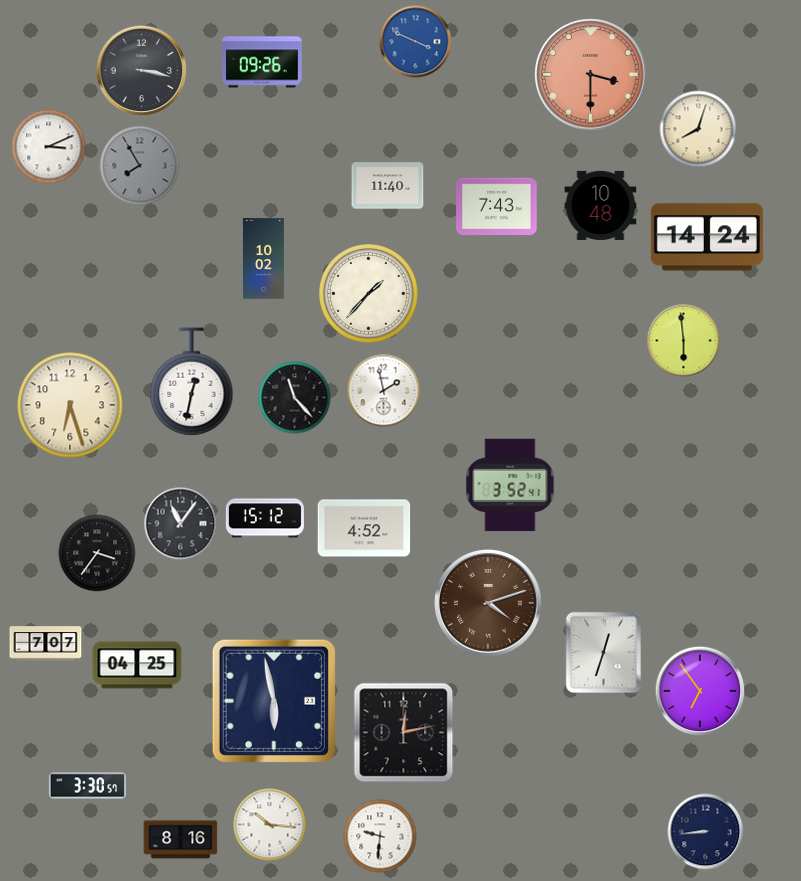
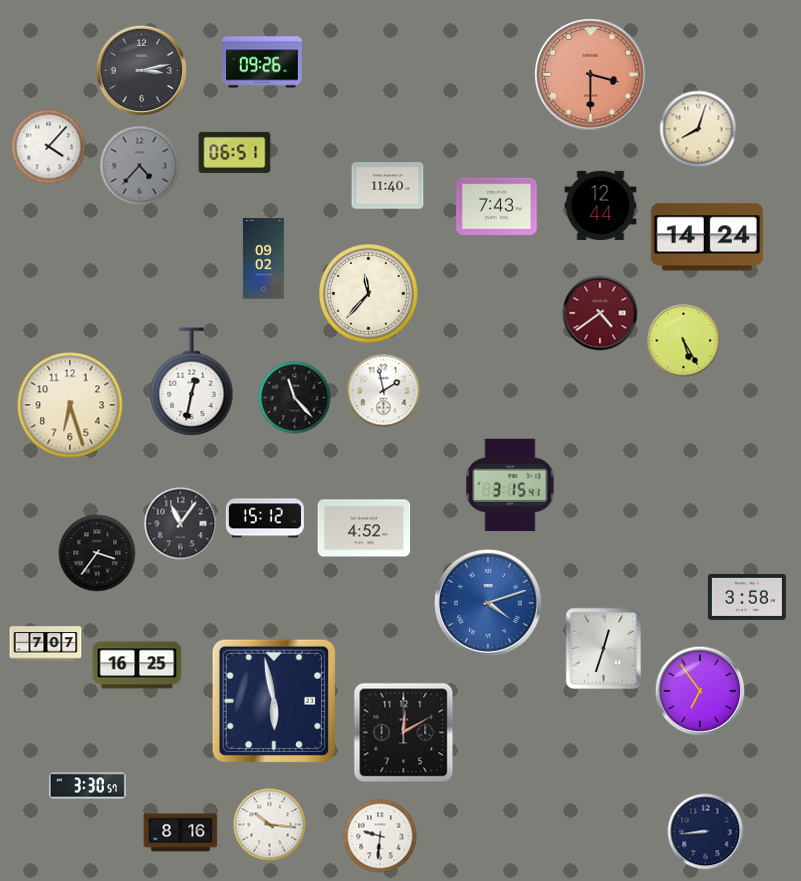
clock at (416, 42): 3:49 -> none
clock at (142, 71): 3:17 -> 3:13
clock at (49, 147): 3:11 -> 4:07
clock at (235, 152): none -> 06:51
clock at (140, 166): 7:55 -> 4:37
clock at (601, 205): 10:48 -> 12:44
clock at (263, 259): 10:02 -> 09:02
clock at (369, 294): 1:37 -> 11:37
clock at (600, 313): none -> 4:39
clock at (684, 341): 5:59 -> 5:25
clock at (510, 485): 3:52 -> 3:15
clock at (747, 597): none -> 3:58
clock at (489, 604) dial: brown -> blue
clock at (603, 652) position: (603, 652) -> (603, 648)
clock at (137, 665): 04:25 -> 16:25
clock at (404, 733): 12:13 -> 12:10
clock at (181, 840) position: (181, 840) -> (181, 833)
